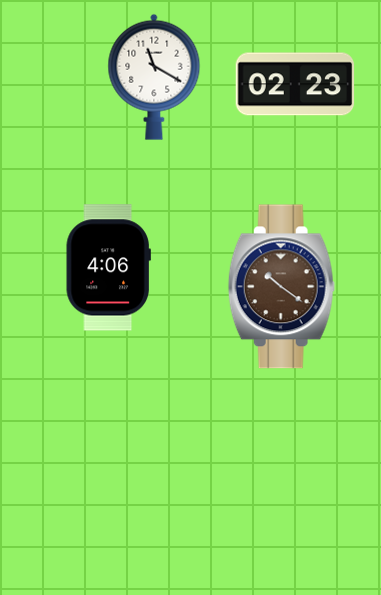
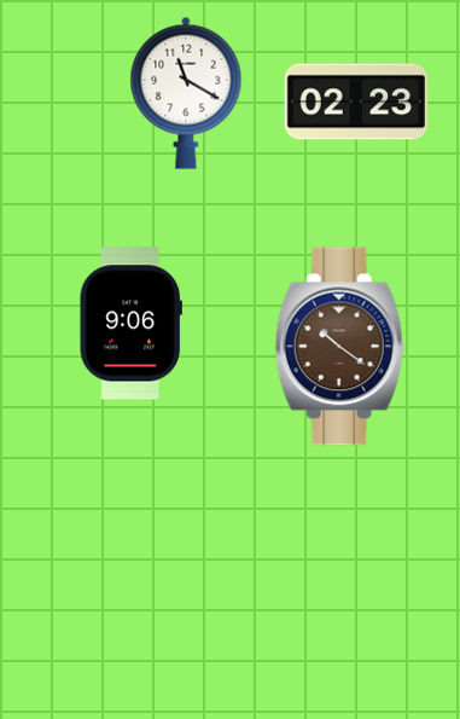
clock at (108, 268): 4:06 -> 9:06
